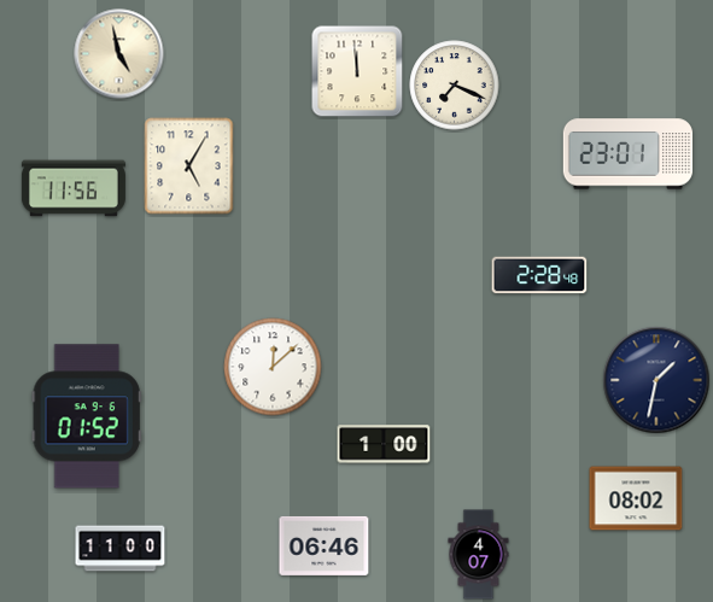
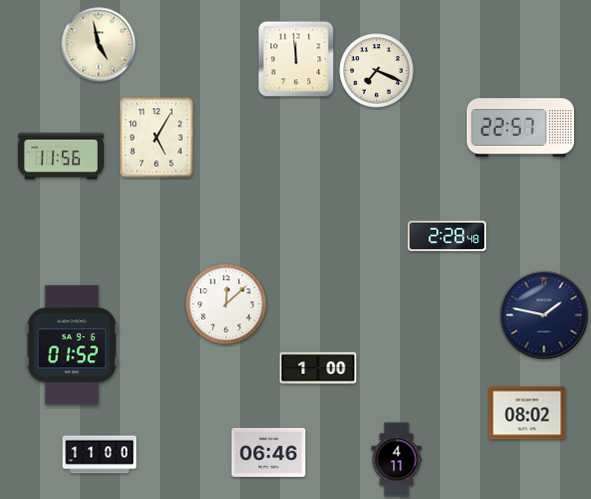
clock at (629, 154): 23:01 -> 22:57
clock at (539, 275) position: (539, 275) -> (447, 236)
clock at (656, 380): 1:32 -> 1:47
clock at (479, 555): 4:07 -> 4:11
